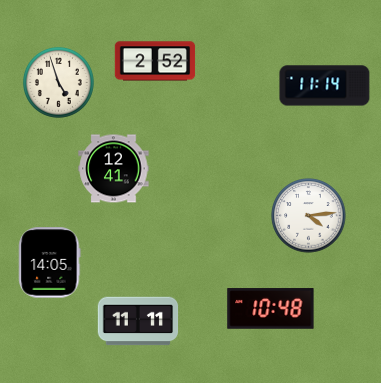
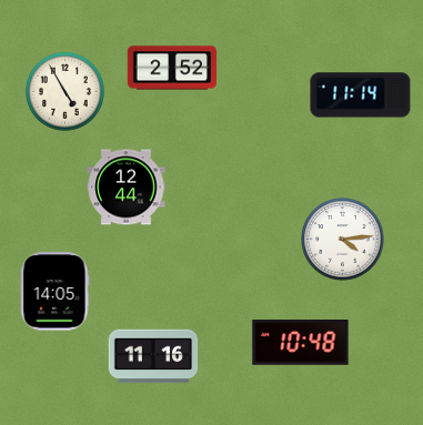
clock at (58, 82): 4:57 -> 4:55
clock at (114, 169): 12:41 -> 12:44
clock at (138, 321): 11:11 -> 11:16
